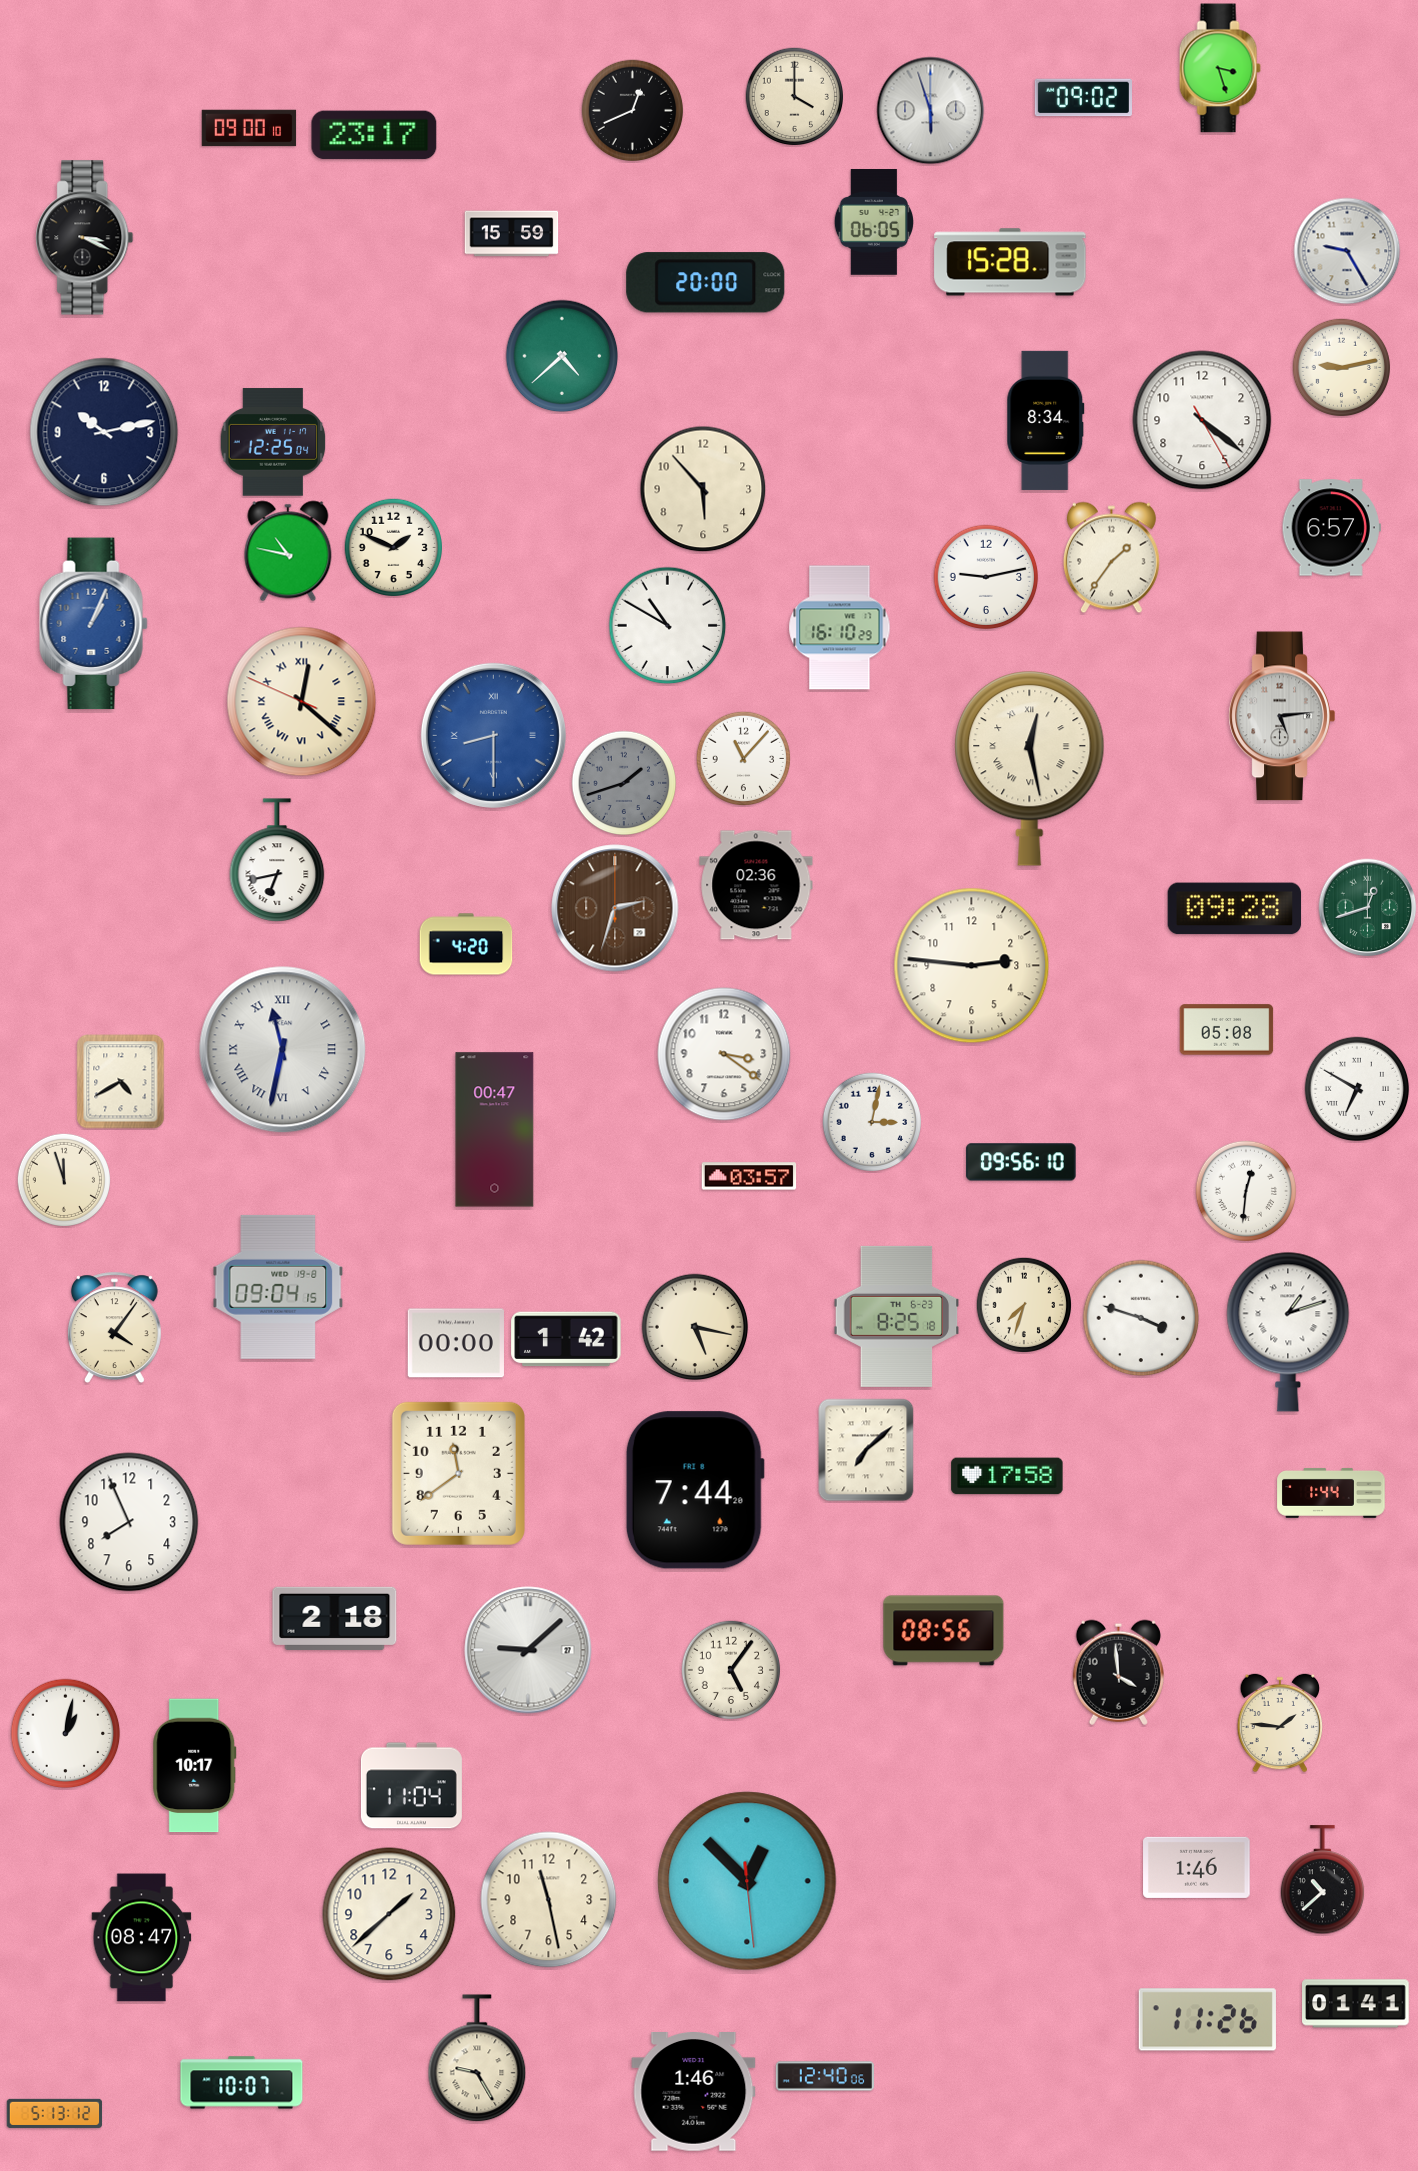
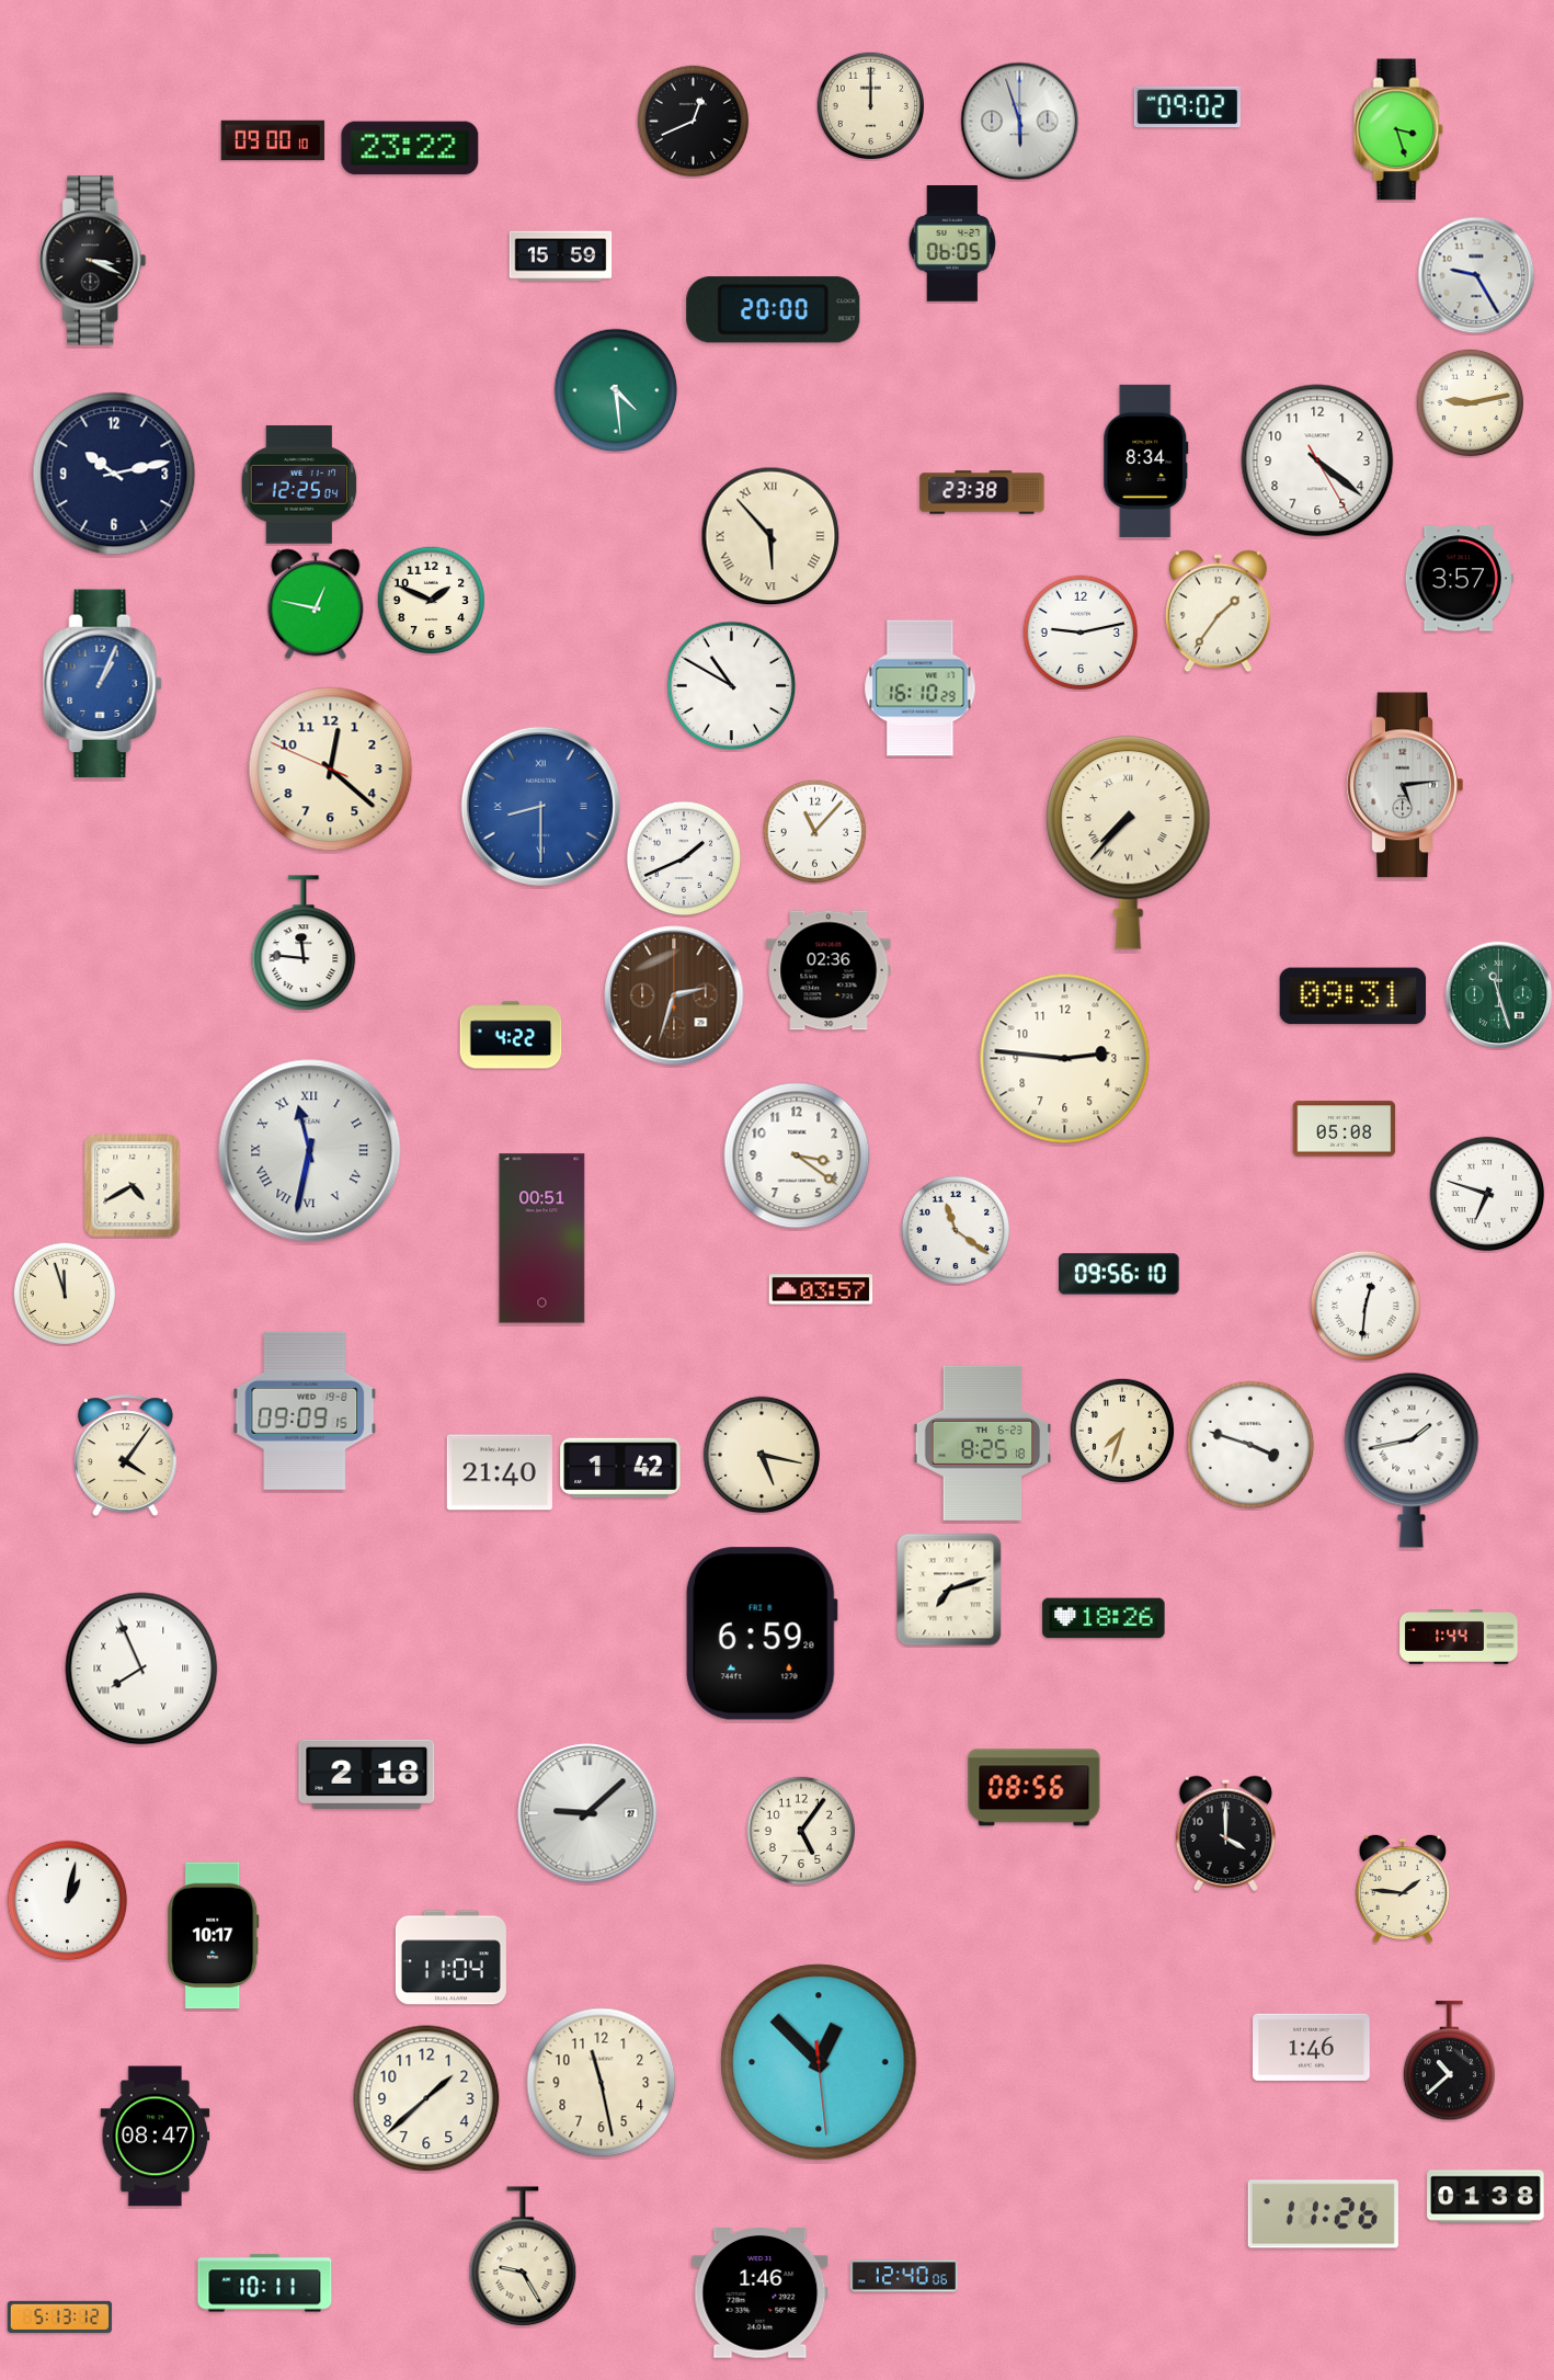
clock at (1220, 68) position: (1220, 68) -> (1398, 129)
clock at (794, 96): 4:00 -> 12:00
clock at (374, 135): 23:17 -> 23:22
clock at (873, 223) position: (873, 223) -> (951, 244)
clock at (1010, 262): 15:28 -> none
clock at (562, 356): 4:38 -> 4:29
clock at (982, 492): none -> 23:38
clock at (703, 489) numerals: Arabic -> Roman
clock at (1331, 528): 6:57 -> 3:57
clock at (288, 551): 10:47 -> 12:47
clock at (302, 702) numerals: Roman -> Arabic
clock at (1030, 769): 12:28 -> 7:37
clock at (624, 783): 1:42 -> 1:41
clock at (624, 783) dial: grey -> white
clock at (277, 860): 6:43 -> 11:46
clock at (1368, 908): 12:42 -> 11:27
clock at (1235, 909): 09:28 -> 09:31
clock at (466, 944): 4:20 -> 4:22
clock at (724, 1054) position: (724, 1054) -> (797, 1155)
clock at (1357, 1089): 6:50 -> 6:48
clock at (871, 1121): 3:02 -> 11:21
clock at (495, 1130): 00:47 -> 00:51
clock at (64, 1180) position: (64, 1180) -> (65, 1294)
clock at (278, 1287): 09:04 -> 09:09
clock at (1288, 1332): 1:12 -> 1:43
clock at (455, 1343): 00:00 -> 21:40
clock at (866, 1450): 7:08 -> 7:12
clock at (458, 1473): 11:39 -> none
clock at (1007, 1476): 17:58 -> 18:26
clock at (695, 1490): 7:44 -> 6:59
clock at (129, 1522) numerals: Arabic -> Roman
clock at (528, 1650) position: (528, 1650) -> (587, 1813)
clock at (1118, 1672): 3:59 -> 4:00
clock at (66, 1734) position: (66, 1734) -> (68, 1901)
clock at (142, 1938) position: (142, 1938) -> (156, 2137)
clock at (1356, 2004): 01:41 -> 01:38
clock at (242, 2083): 10:07 -> 10:11
